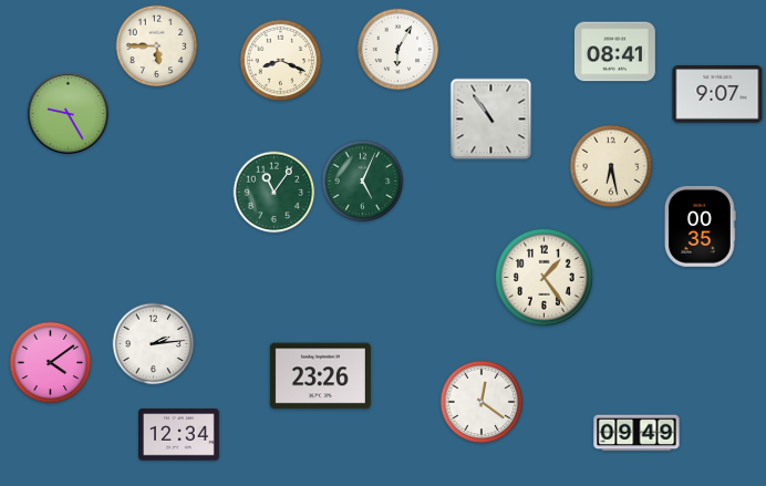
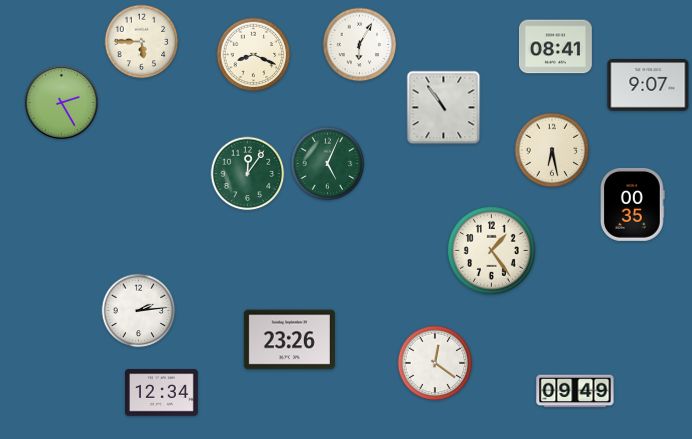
clock at (68, 113): 9:25 -> 2:25
clock at (275, 193): 11:06 -> 12:06
clock at (51, 363): 4:09 -> none
